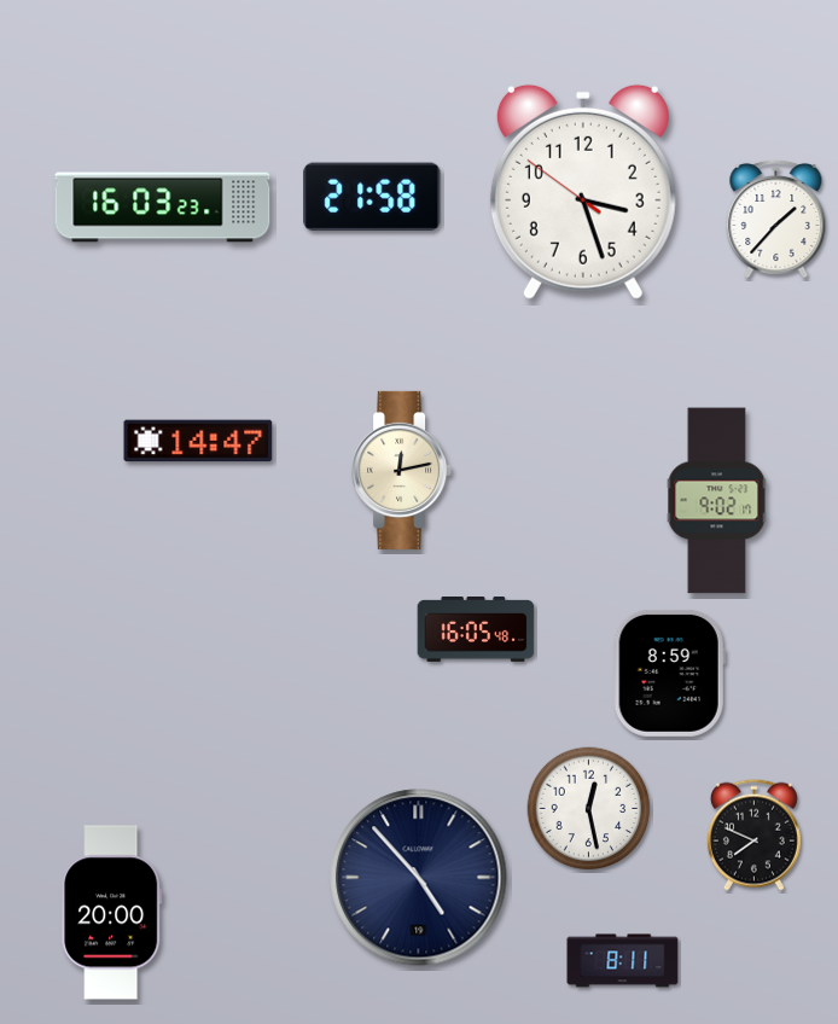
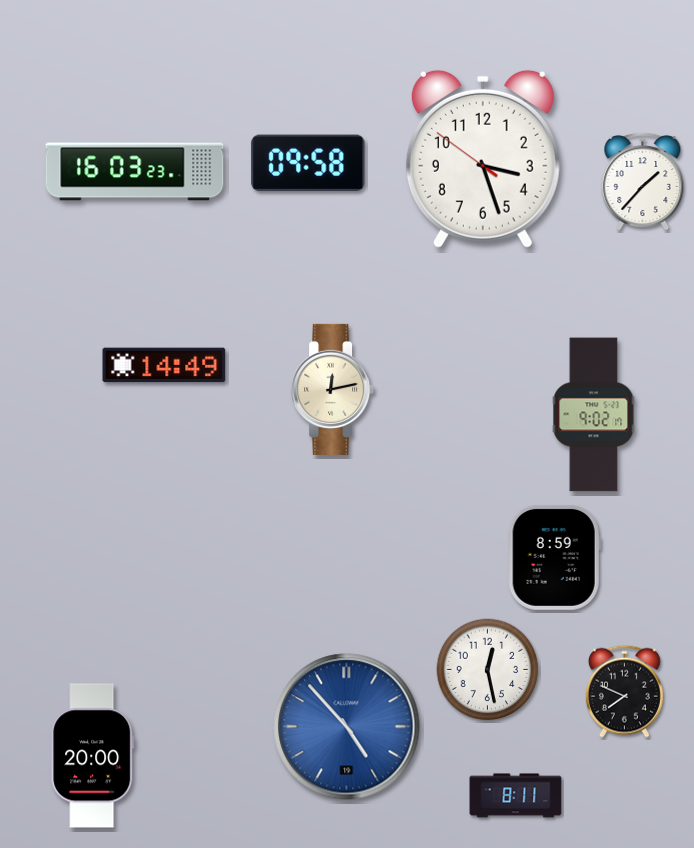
clock at (372, 197): 21:58 -> 09:58
clock at (198, 441): 14:47 -> 14:49
clock at (476, 630): 16:05 -> none
clock at (419, 878) dial: navy -> blue
